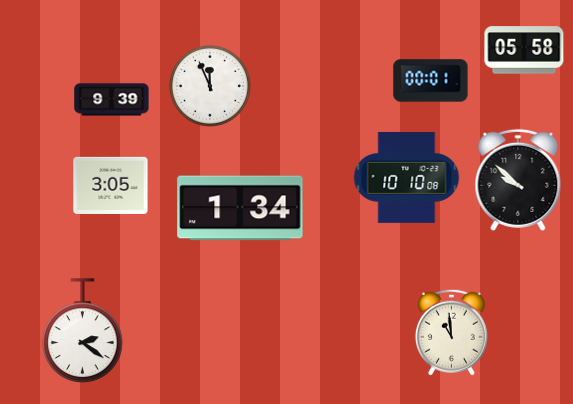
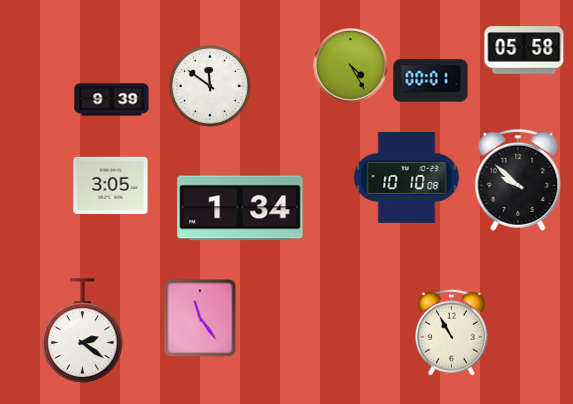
clock at (351, 66): none -> 4:25
clock at (210, 86): 11:56 -> 11:51
clock at (200, 318): none -> 11:24
clock at (451, 332): 10:59 -> 10:55
